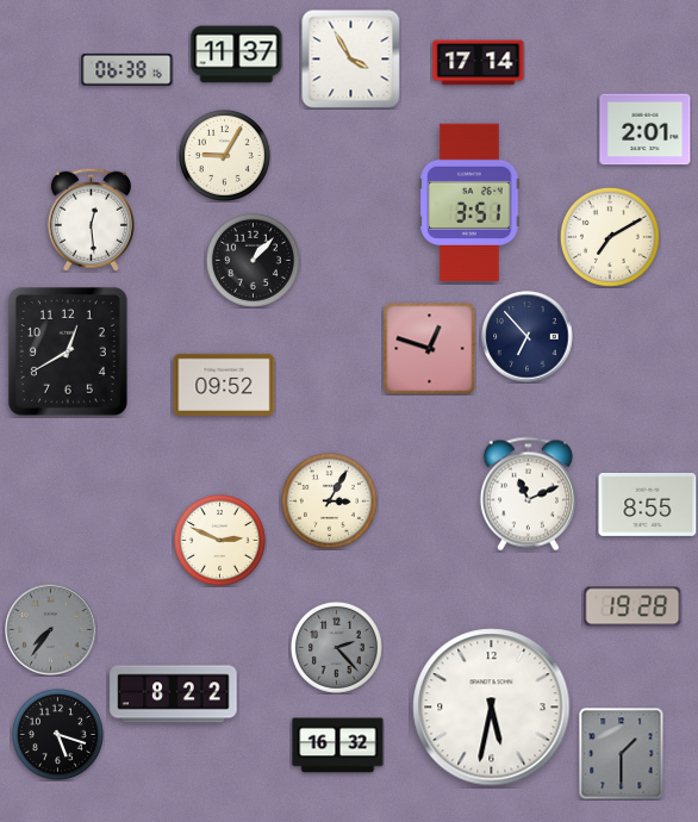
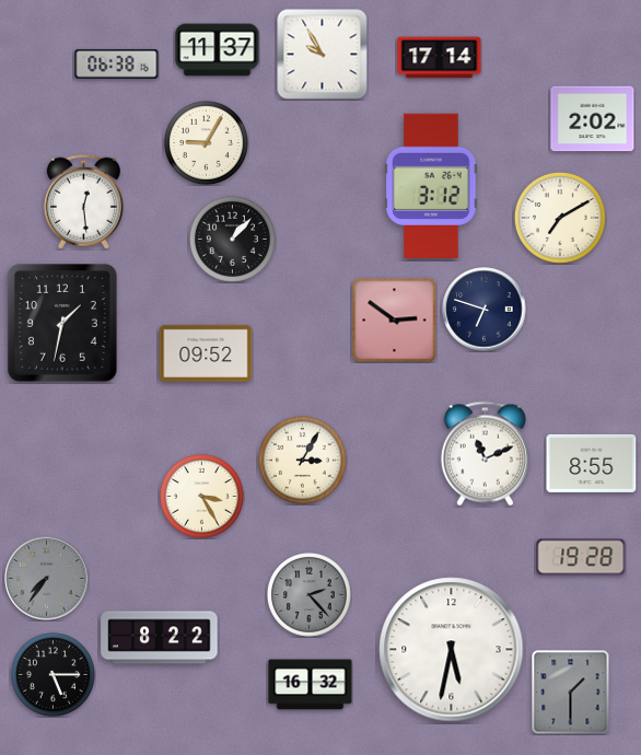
clock at (351, 60): 3:55 -> 9:55
clock at (646, 130): 2:01 -> 2:02
clock at (469, 201): 3:51 -> 3:12
clock at (528, 337): 6:53 -> 6:48
clock at (429, 348): 12:48 -> 2:51
clock at (68, 353): 12:40 -> 1:32
clock at (648, 504) position: (648, 504) -> (592, 463)
clock at (219, 540): 2:49 -> 3:25
clock at (57, 734): 5:18 -> 5:15
